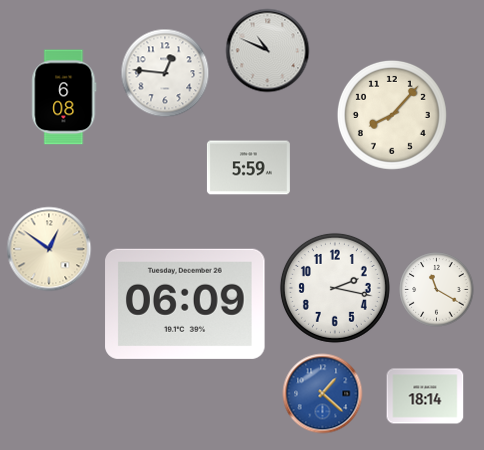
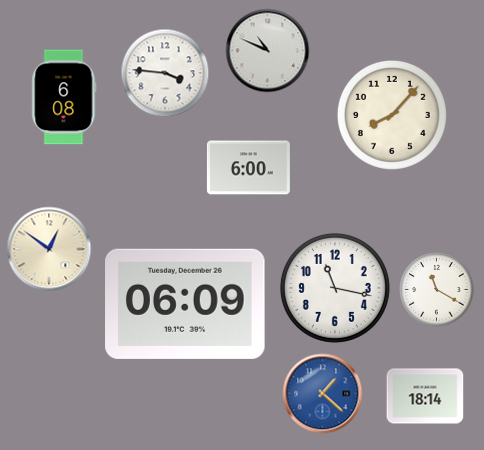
clock at (165, 73): 12:46 -> 3:46
clock at (248, 168): 5:59 -> 6:00
clock at (335, 288): 2:17 -> 11:17
